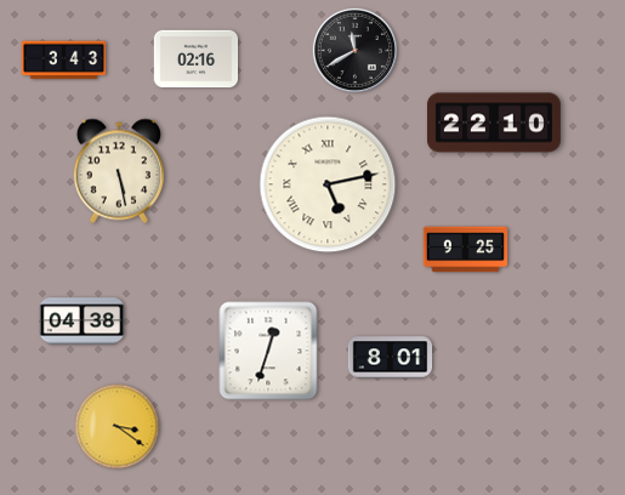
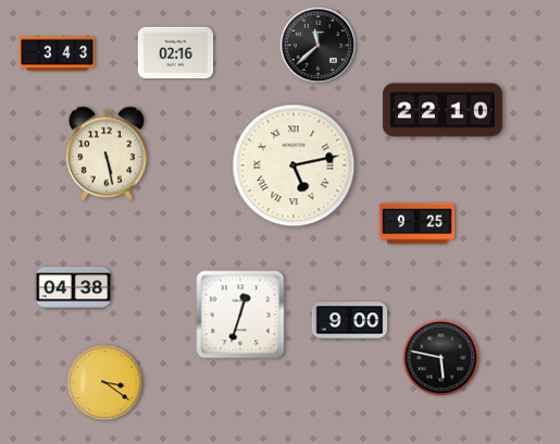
clock at (354, 50): 11:40 -> 11:38
clock at (391, 358): 8:01 -> 9:00
clock at (441, 358): none -> 5:47
